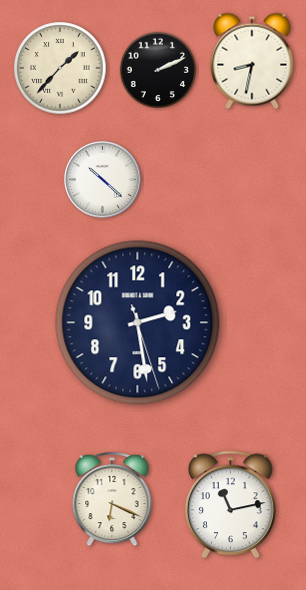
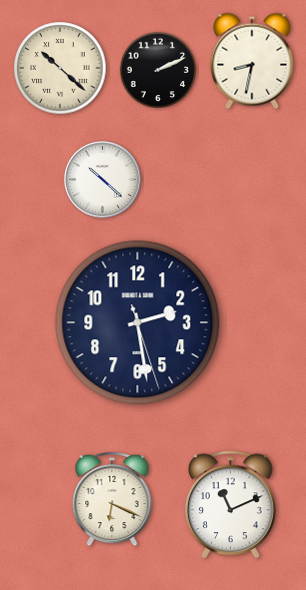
clock at (60, 68): 1:37 -> 10:22
clock at (231, 505): 11:13 -> 11:11
